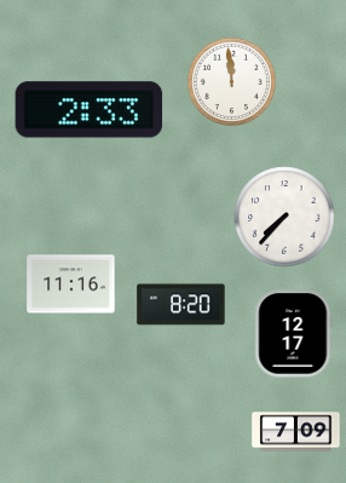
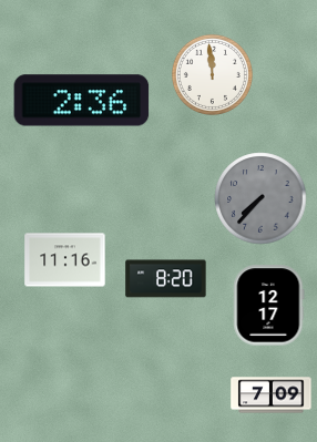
clock at (90, 110): 2:33 -> 2:36
clock at (284, 217) dial: white -> grey
